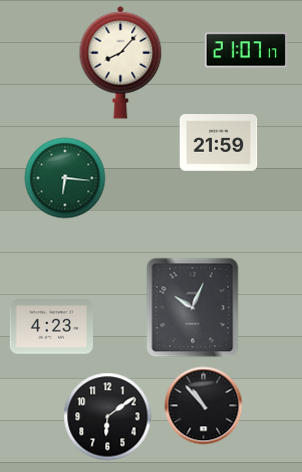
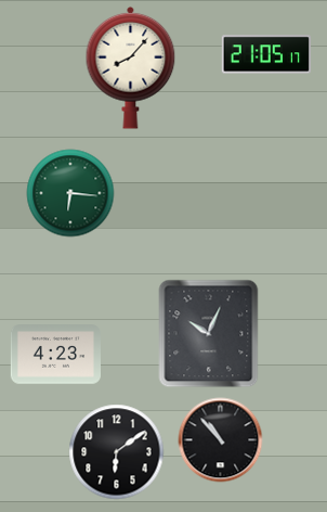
clock at (246, 50): 21:07 -> 21:05
clock at (218, 143): 21:59 -> none
